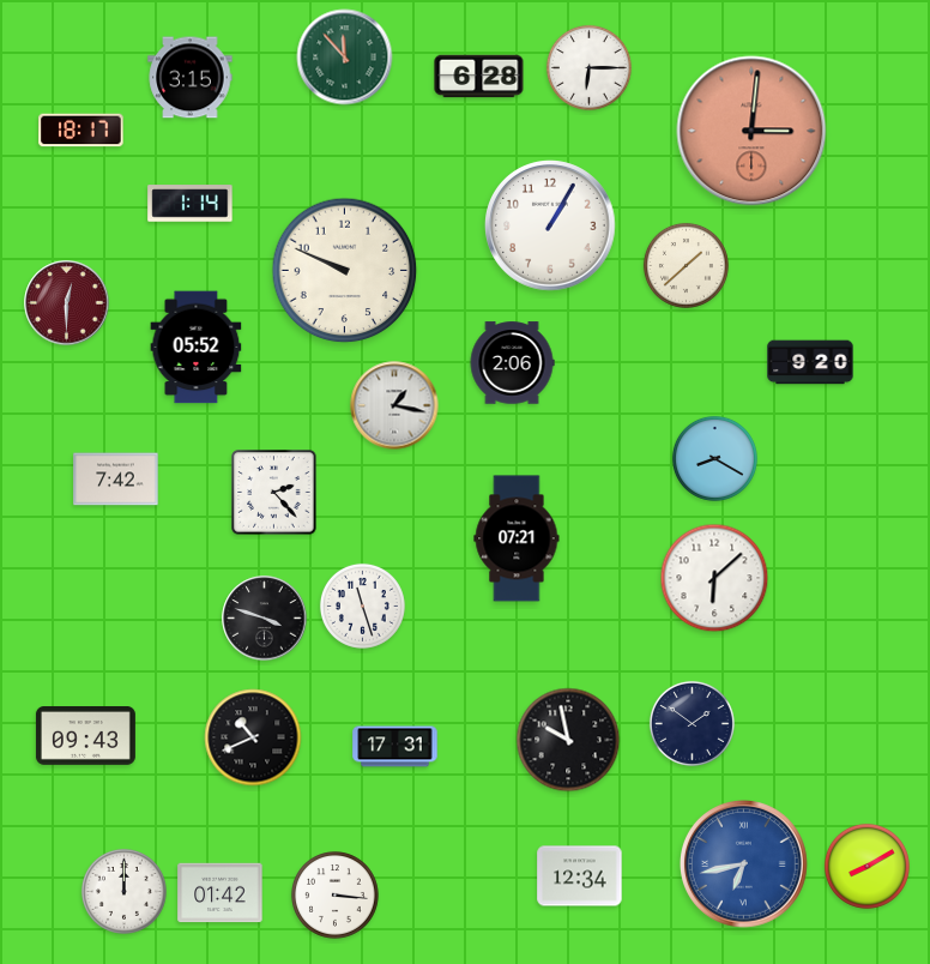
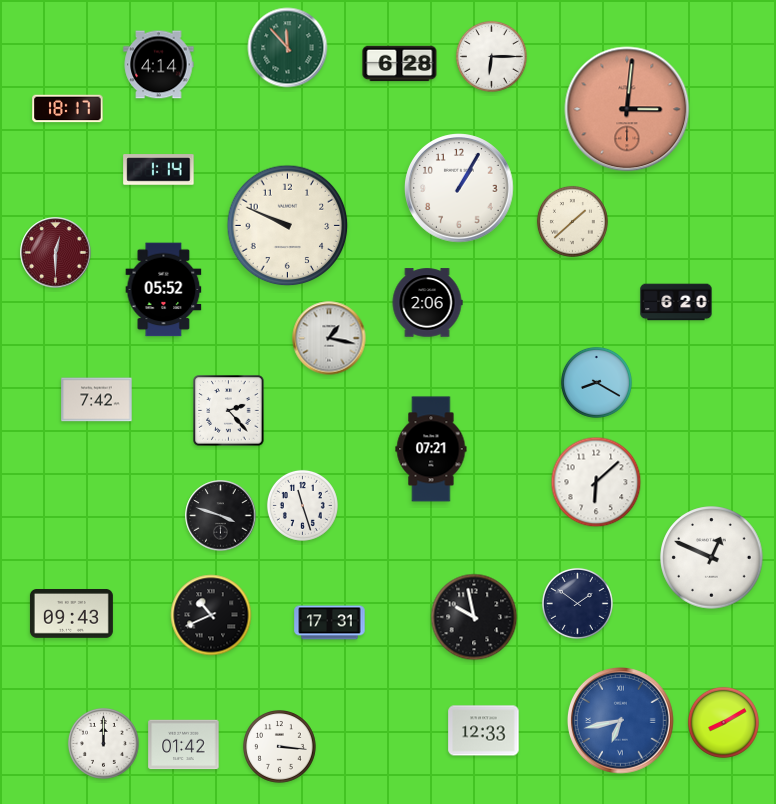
clock at (191, 78): 3:15 -> 4:14
clock at (810, 362): 9:20 -> 6:20
clock at (712, 558): none -> 12:49
clock at (580, 876): 12:34 -> 12:33
